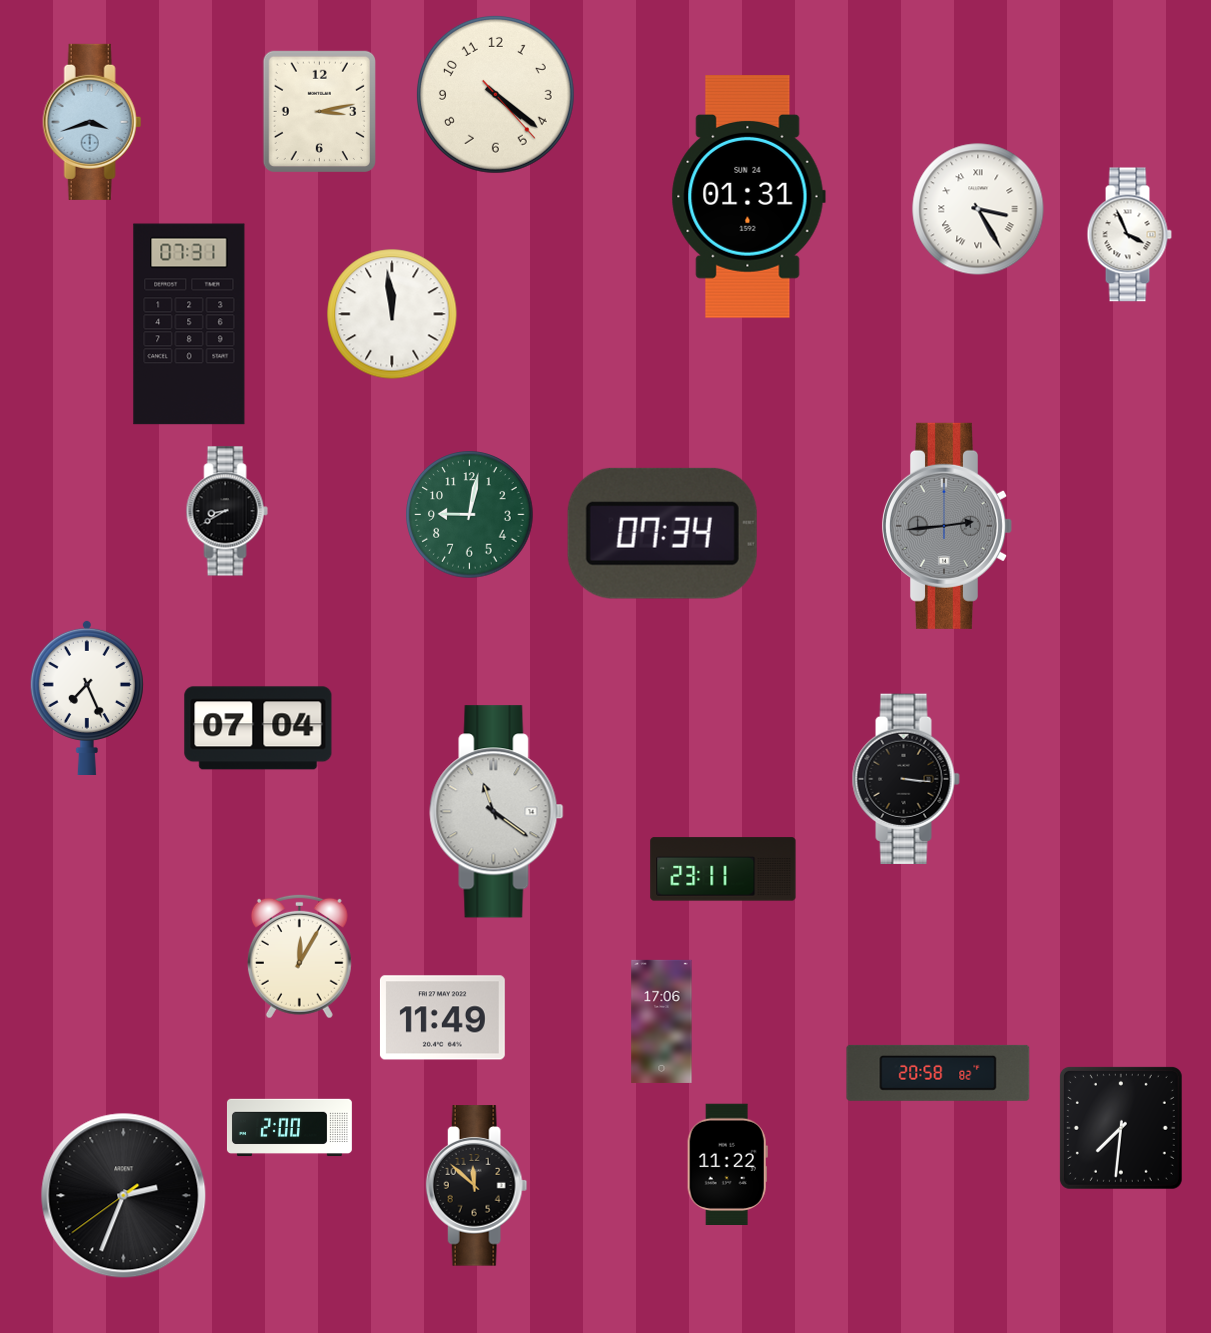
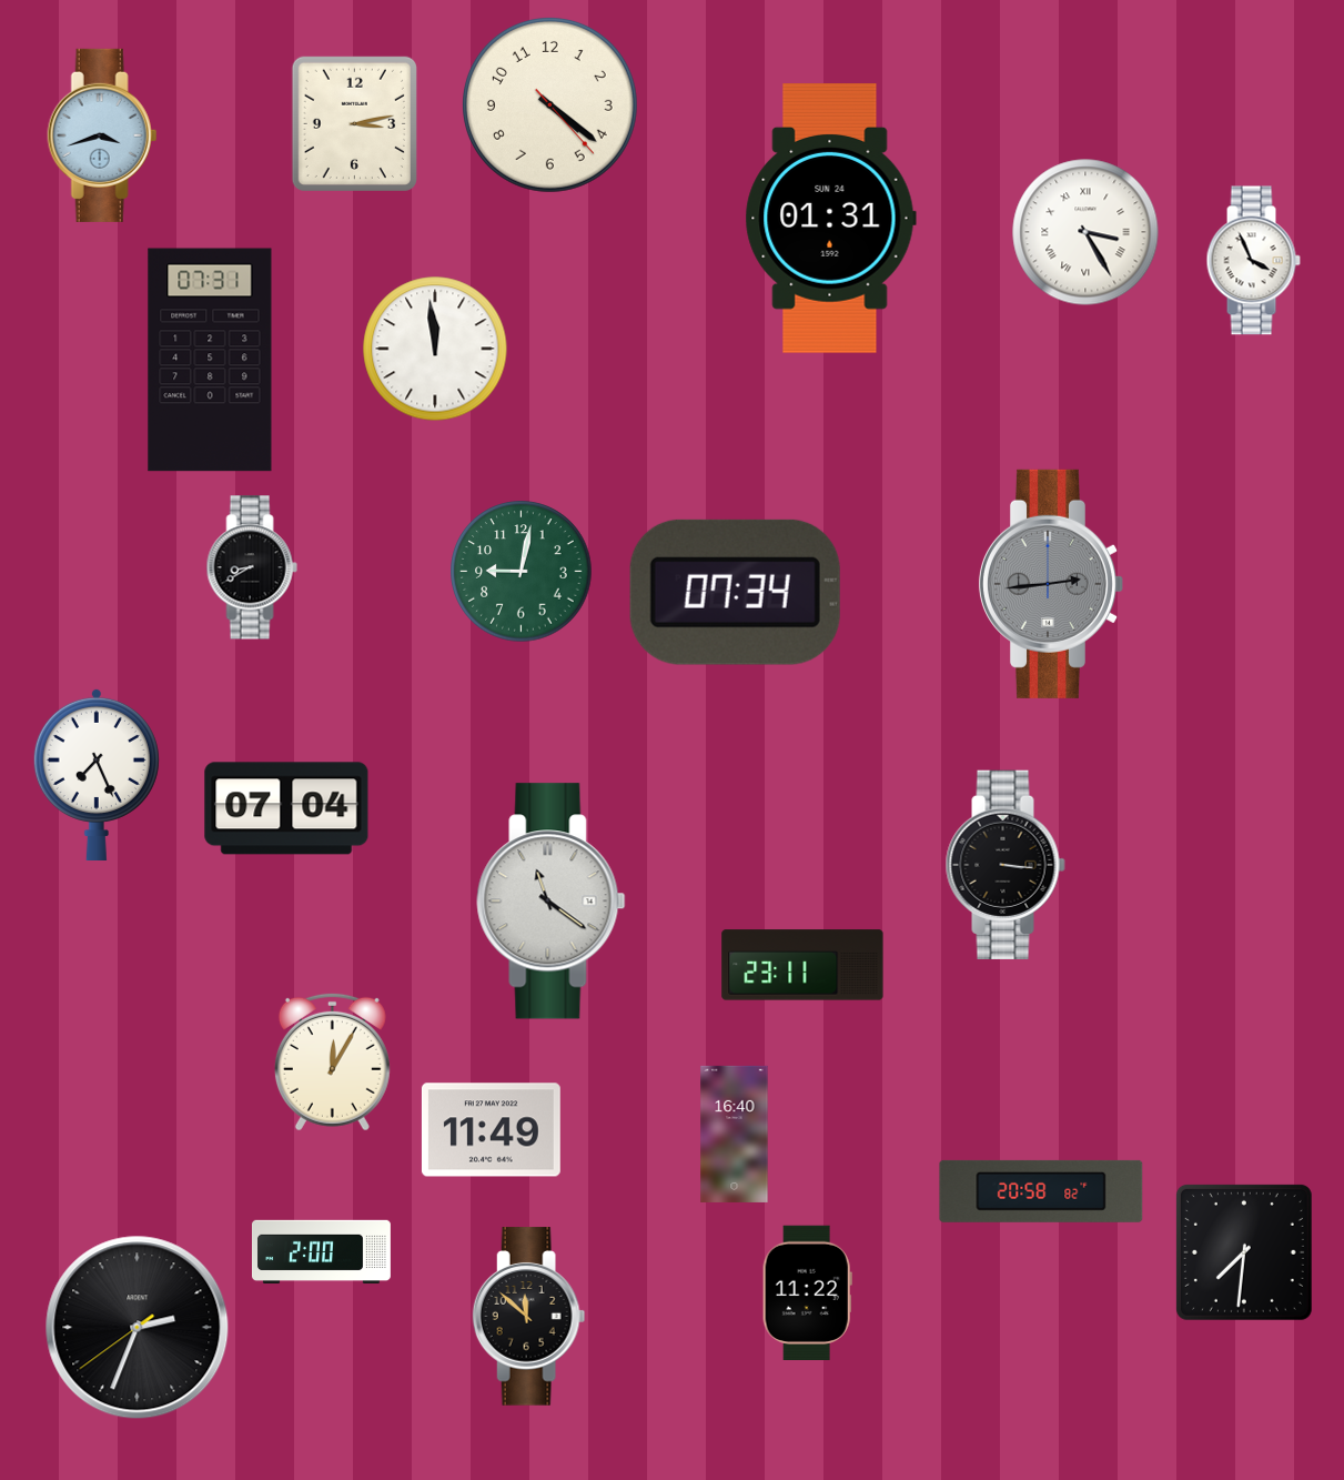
clock at (662, 1021): 17:06 -> 16:40
